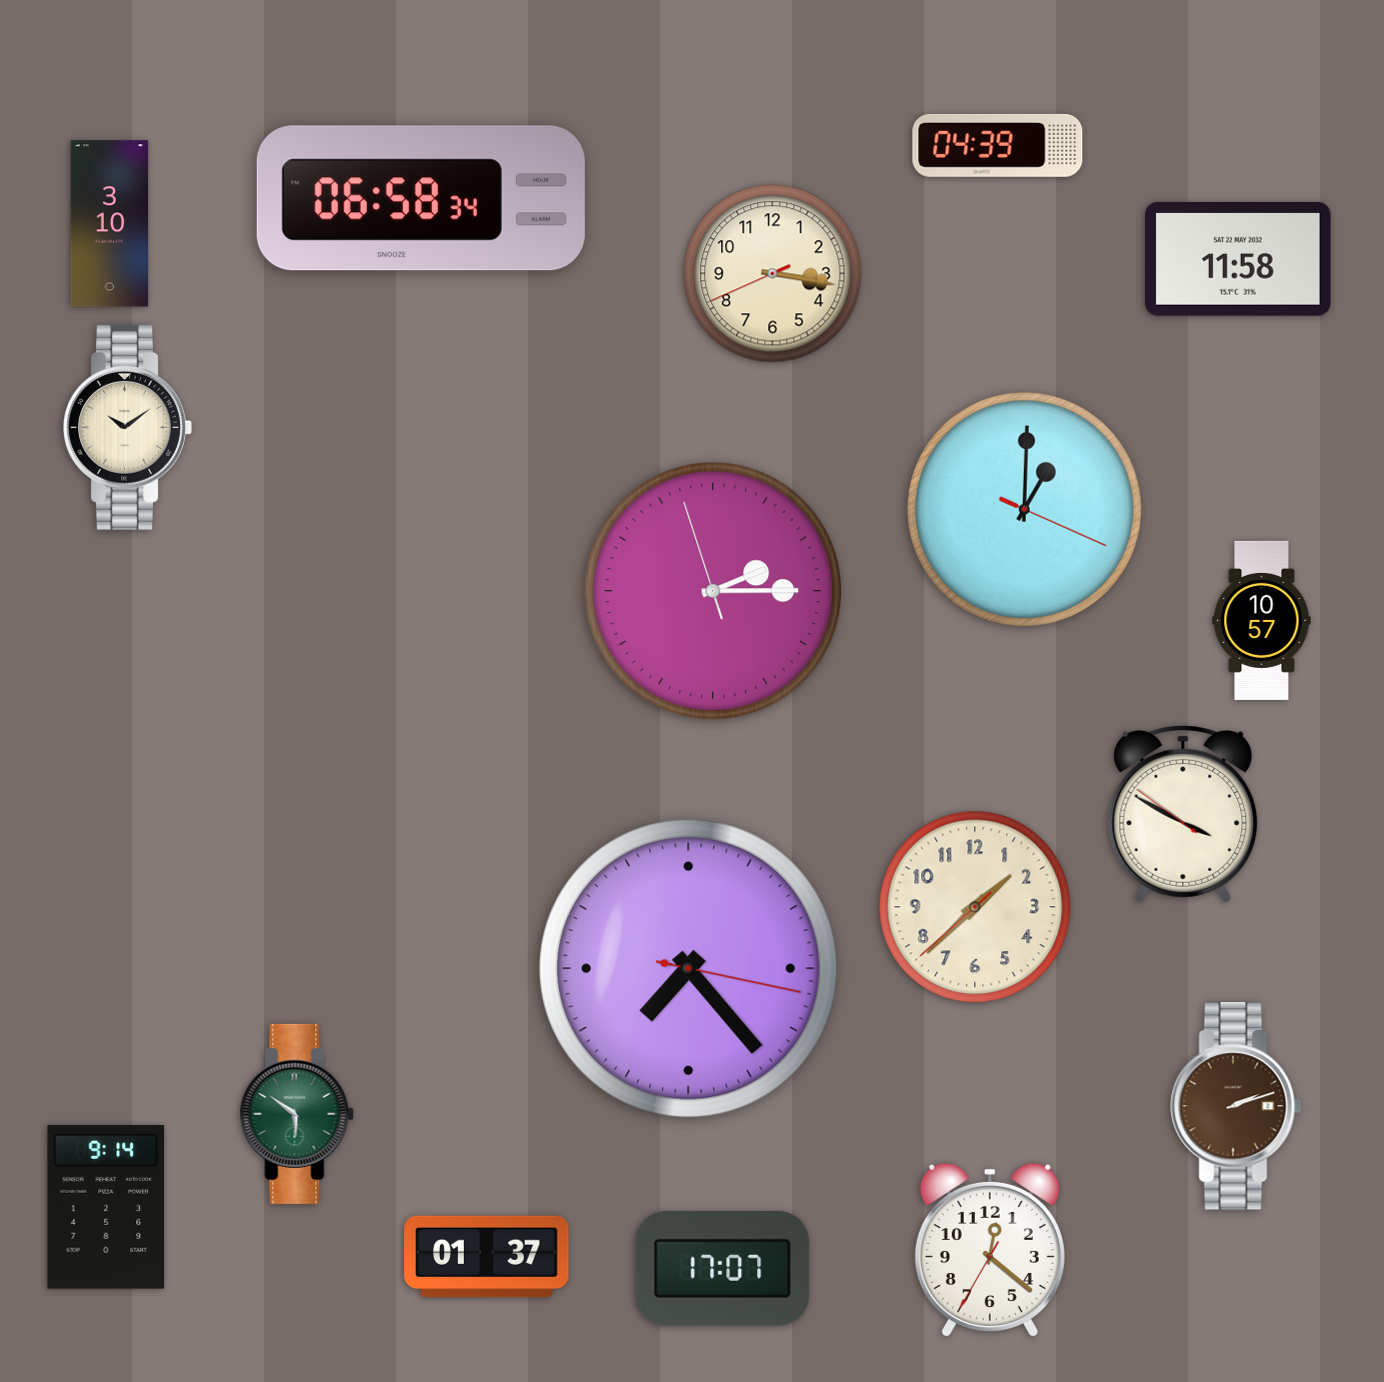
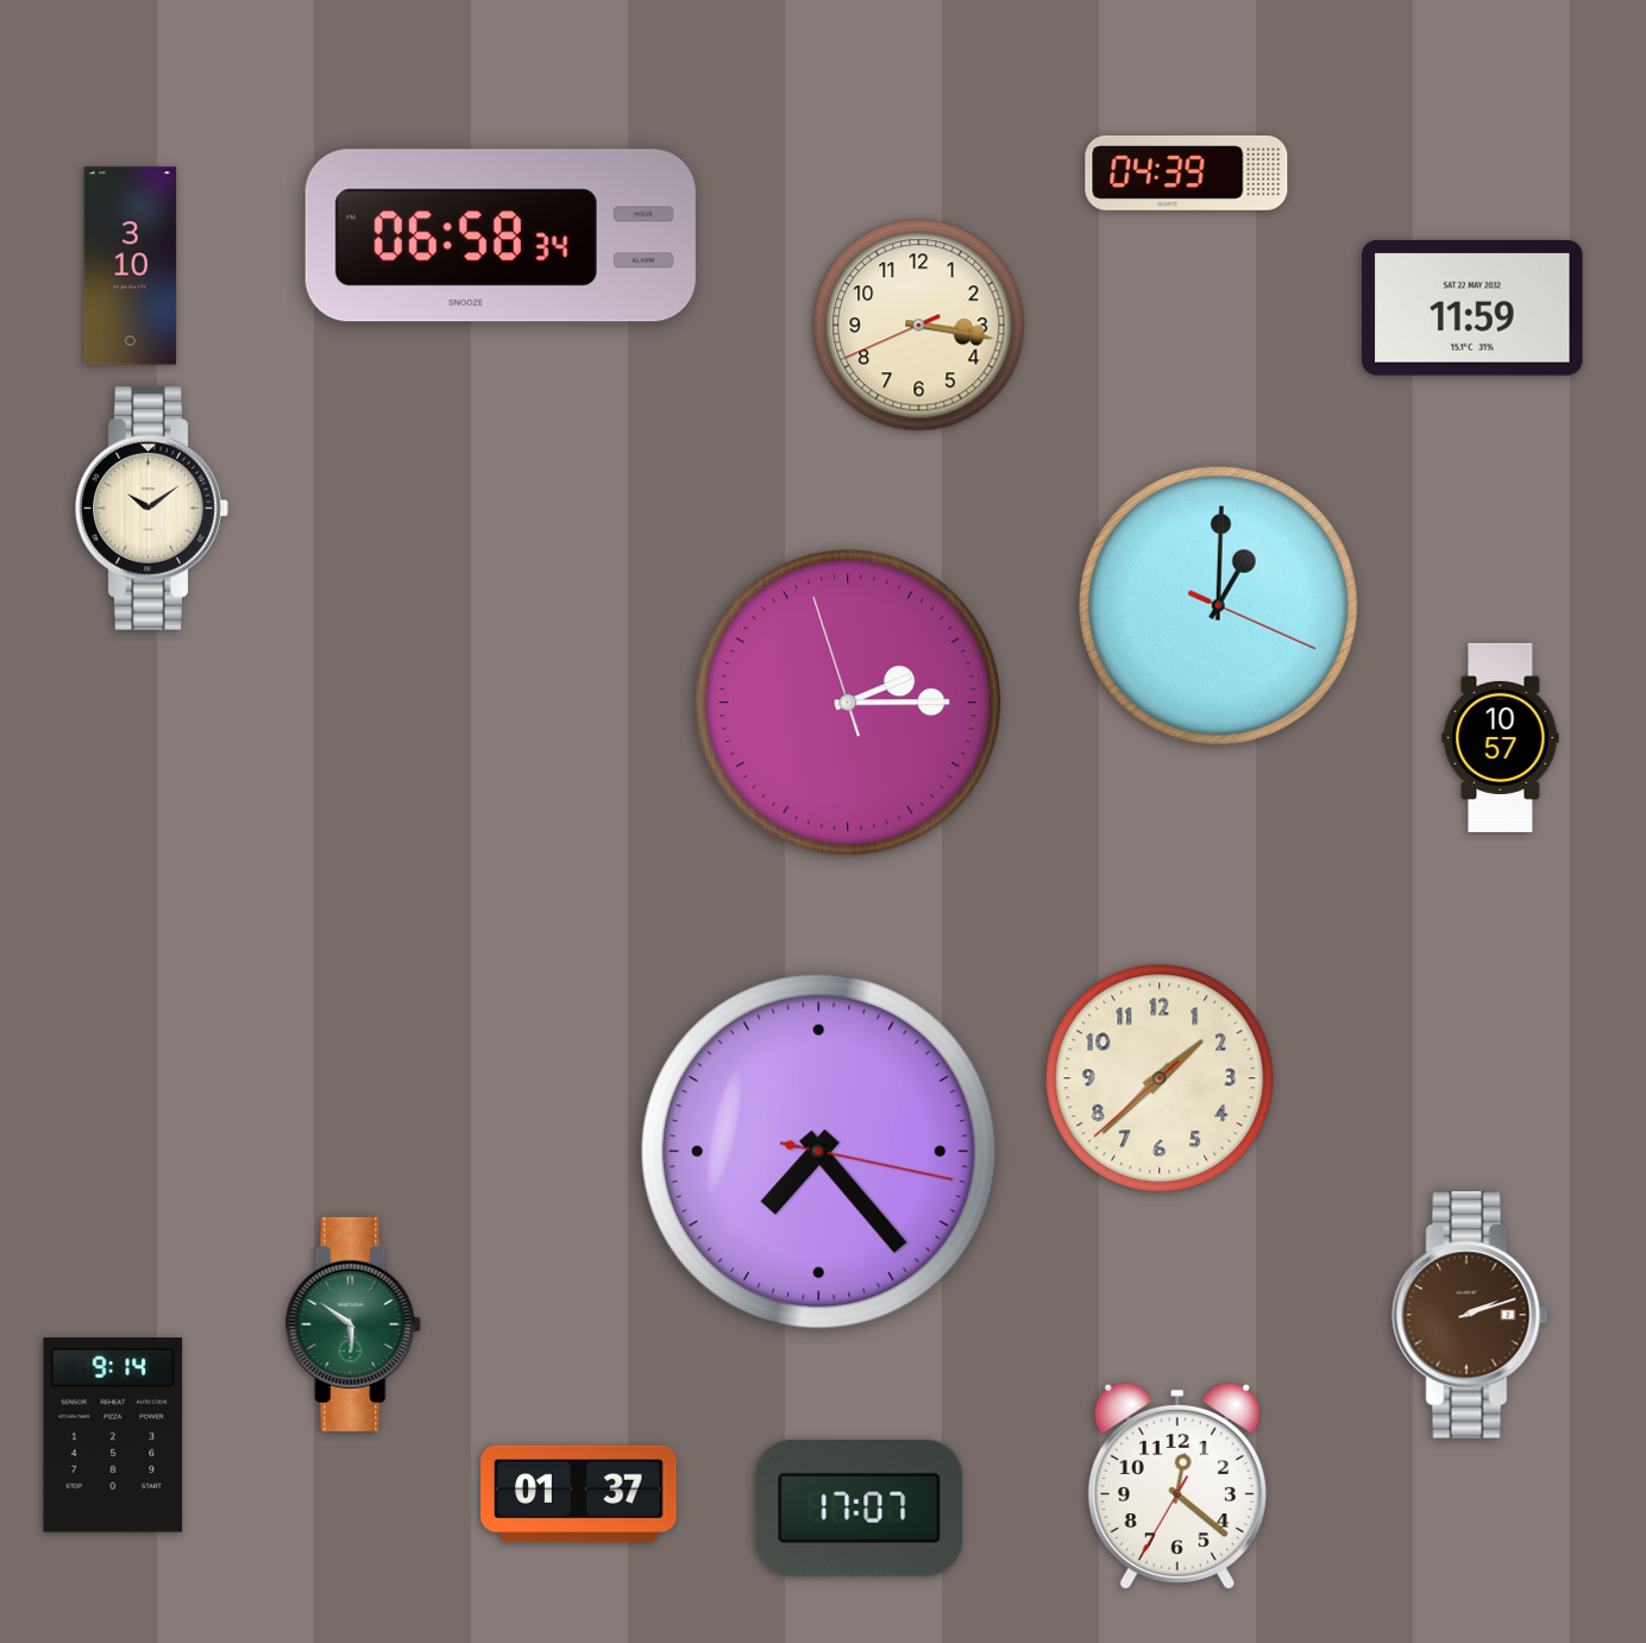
clock at (1238, 259): 11:58 -> 11:59
clock at (1183, 814): 3:49 -> none
clock at (106, 1208) position: (106, 1208) -> (113, 1436)
